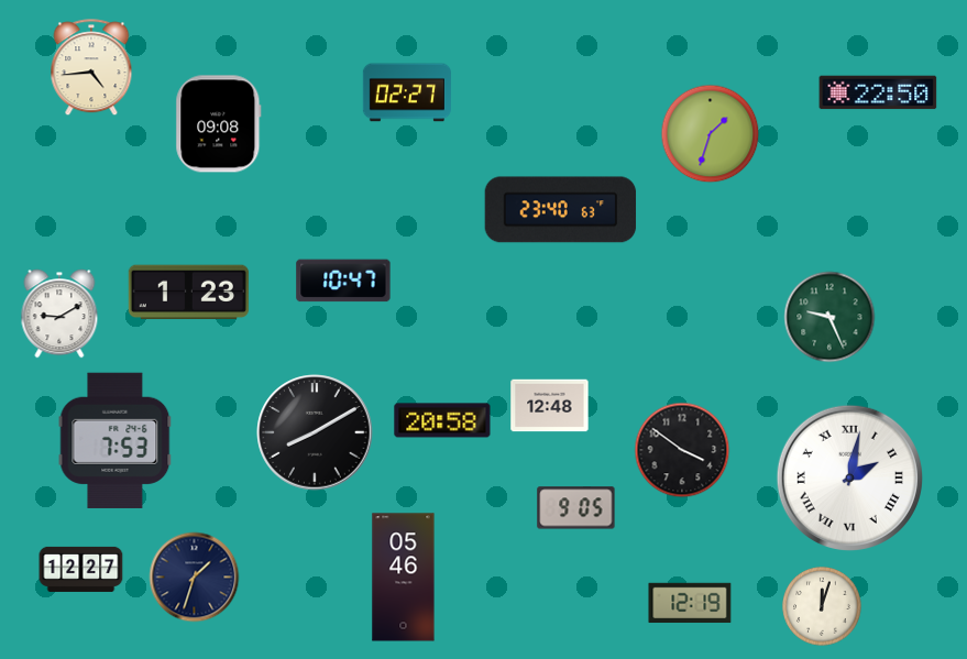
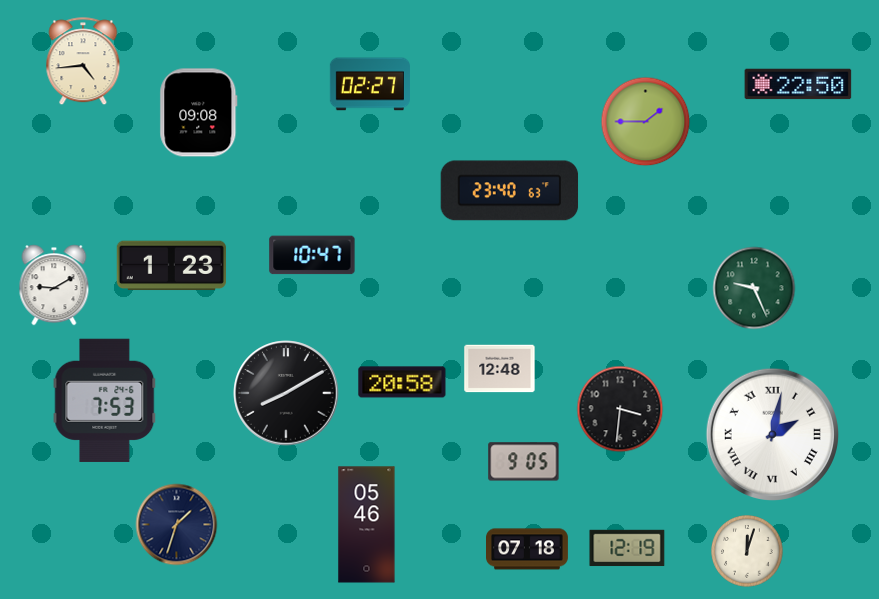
clock at (711, 134): 1:33 -> 1:45
clock at (682, 450): 3:51 -> 3:31
clock at (81, 569): 12:27 -> none
clock at (528, 549): none -> 07:18
